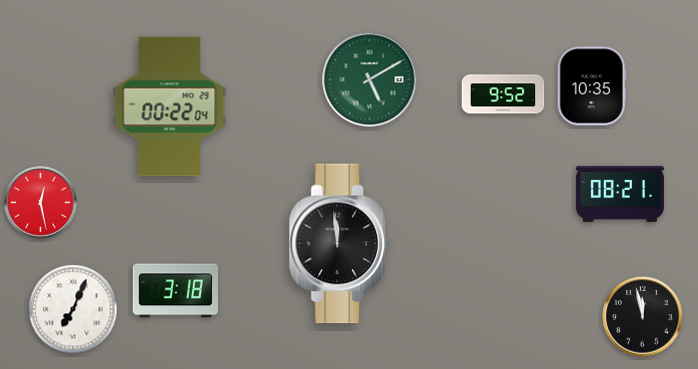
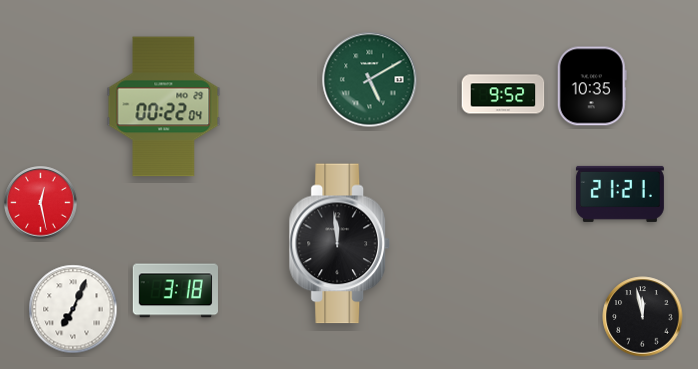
clock at (170, 107) position: (170, 107) -> (164, 107)
clock at (620, 194): 08:21 -> 21:21
